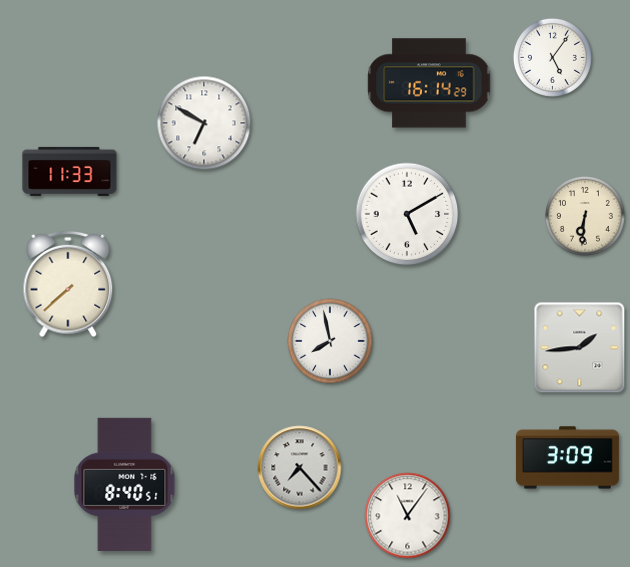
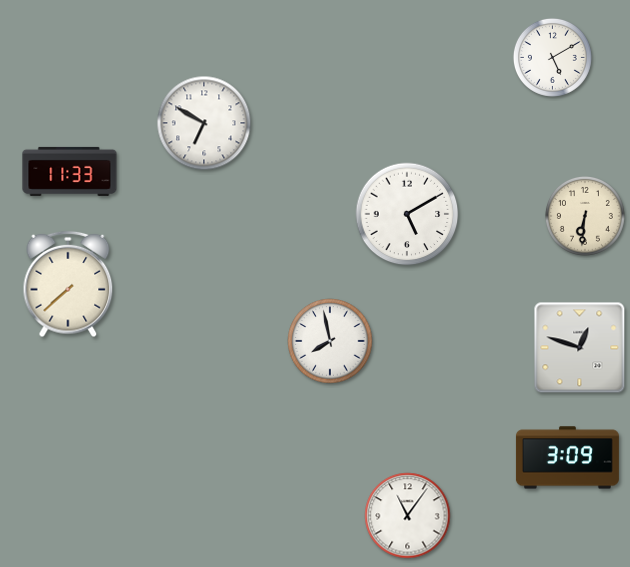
clock at (552, 57): 5:06 -> 5:10
clock at (429, 83): 16:14 -> none
clock at (580, 348): 1:44 -> 12:48
clock at (300, 468): 7:23 -> none
clock at (125, 484): 8:40 -> none
